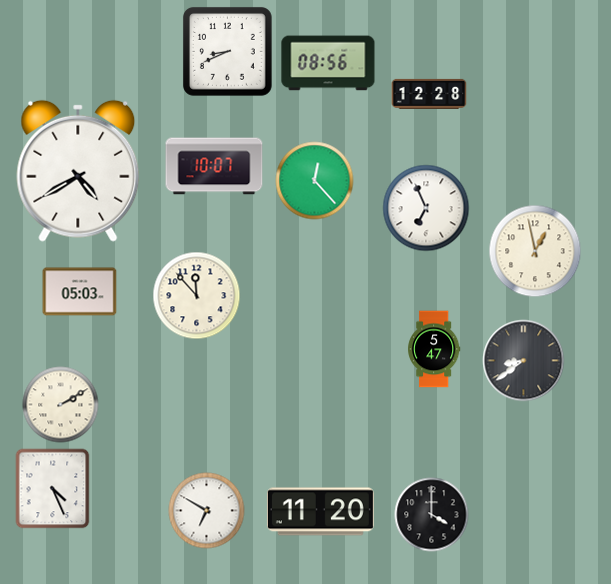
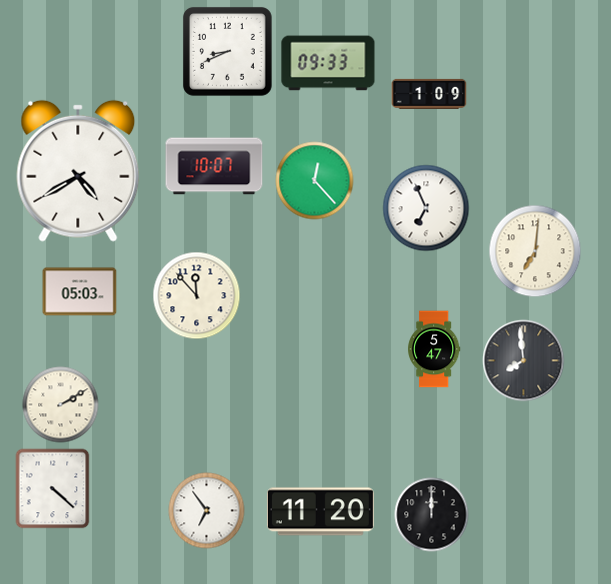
clock at (328, 63): 08:56 -> 09:33
clock at (429, 94): 12:28 -> 1:09
clock at (535, 251): 12:58 -> 7:01
clock at (524, 361): 8:39 -> 7:59
clock at (53, 489): 4:26 -> 4:22
clock at (207, 511): 6:50 -> 6:54
clock at (432, 515): 4:00 -> 12:00
